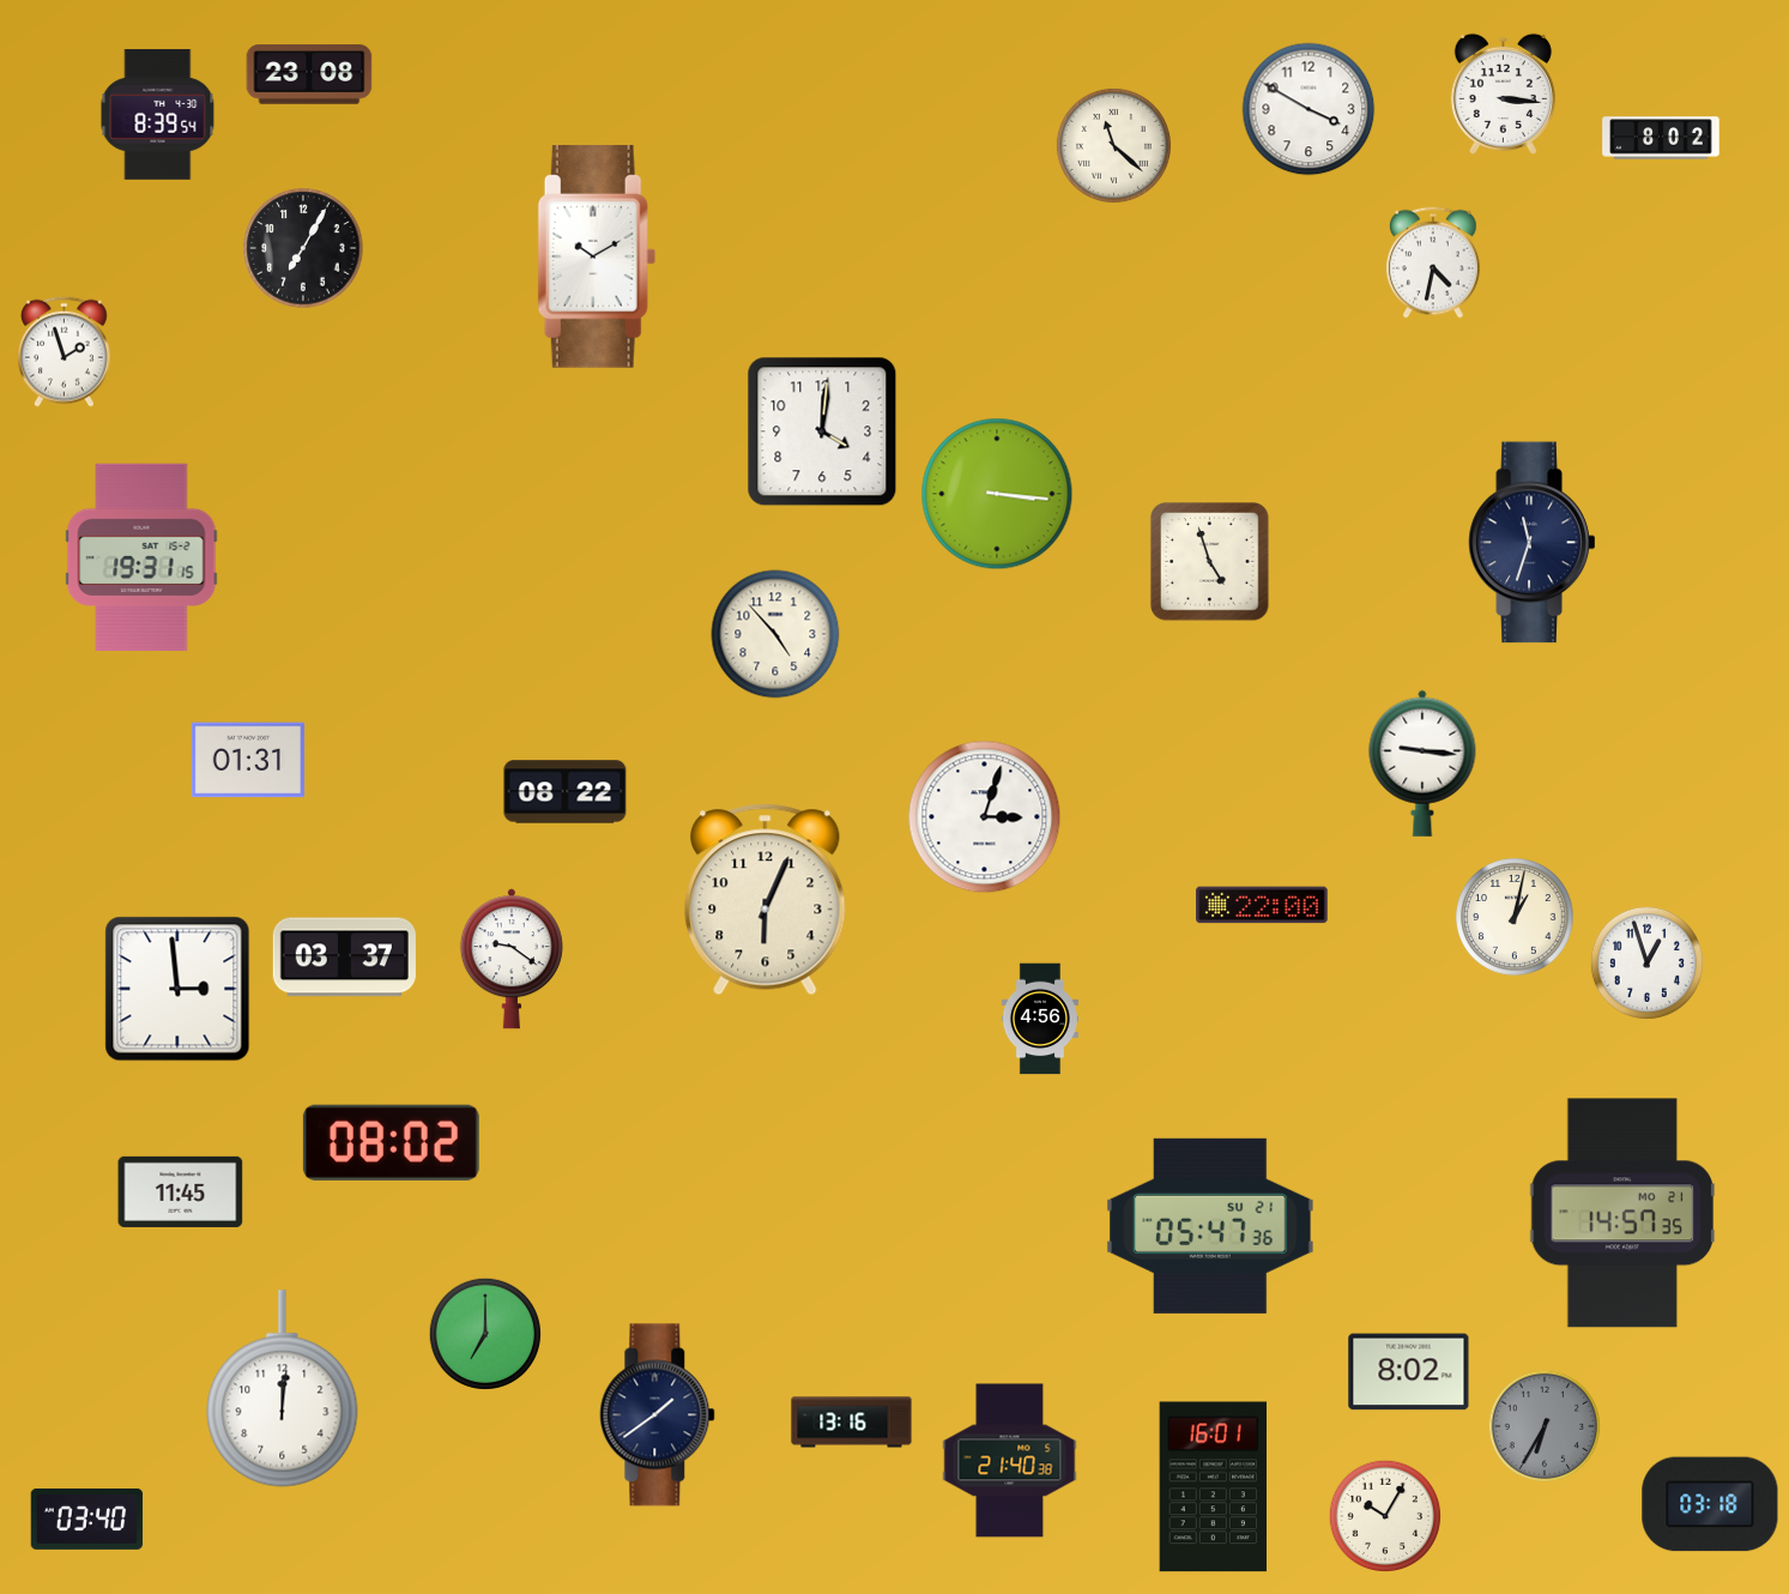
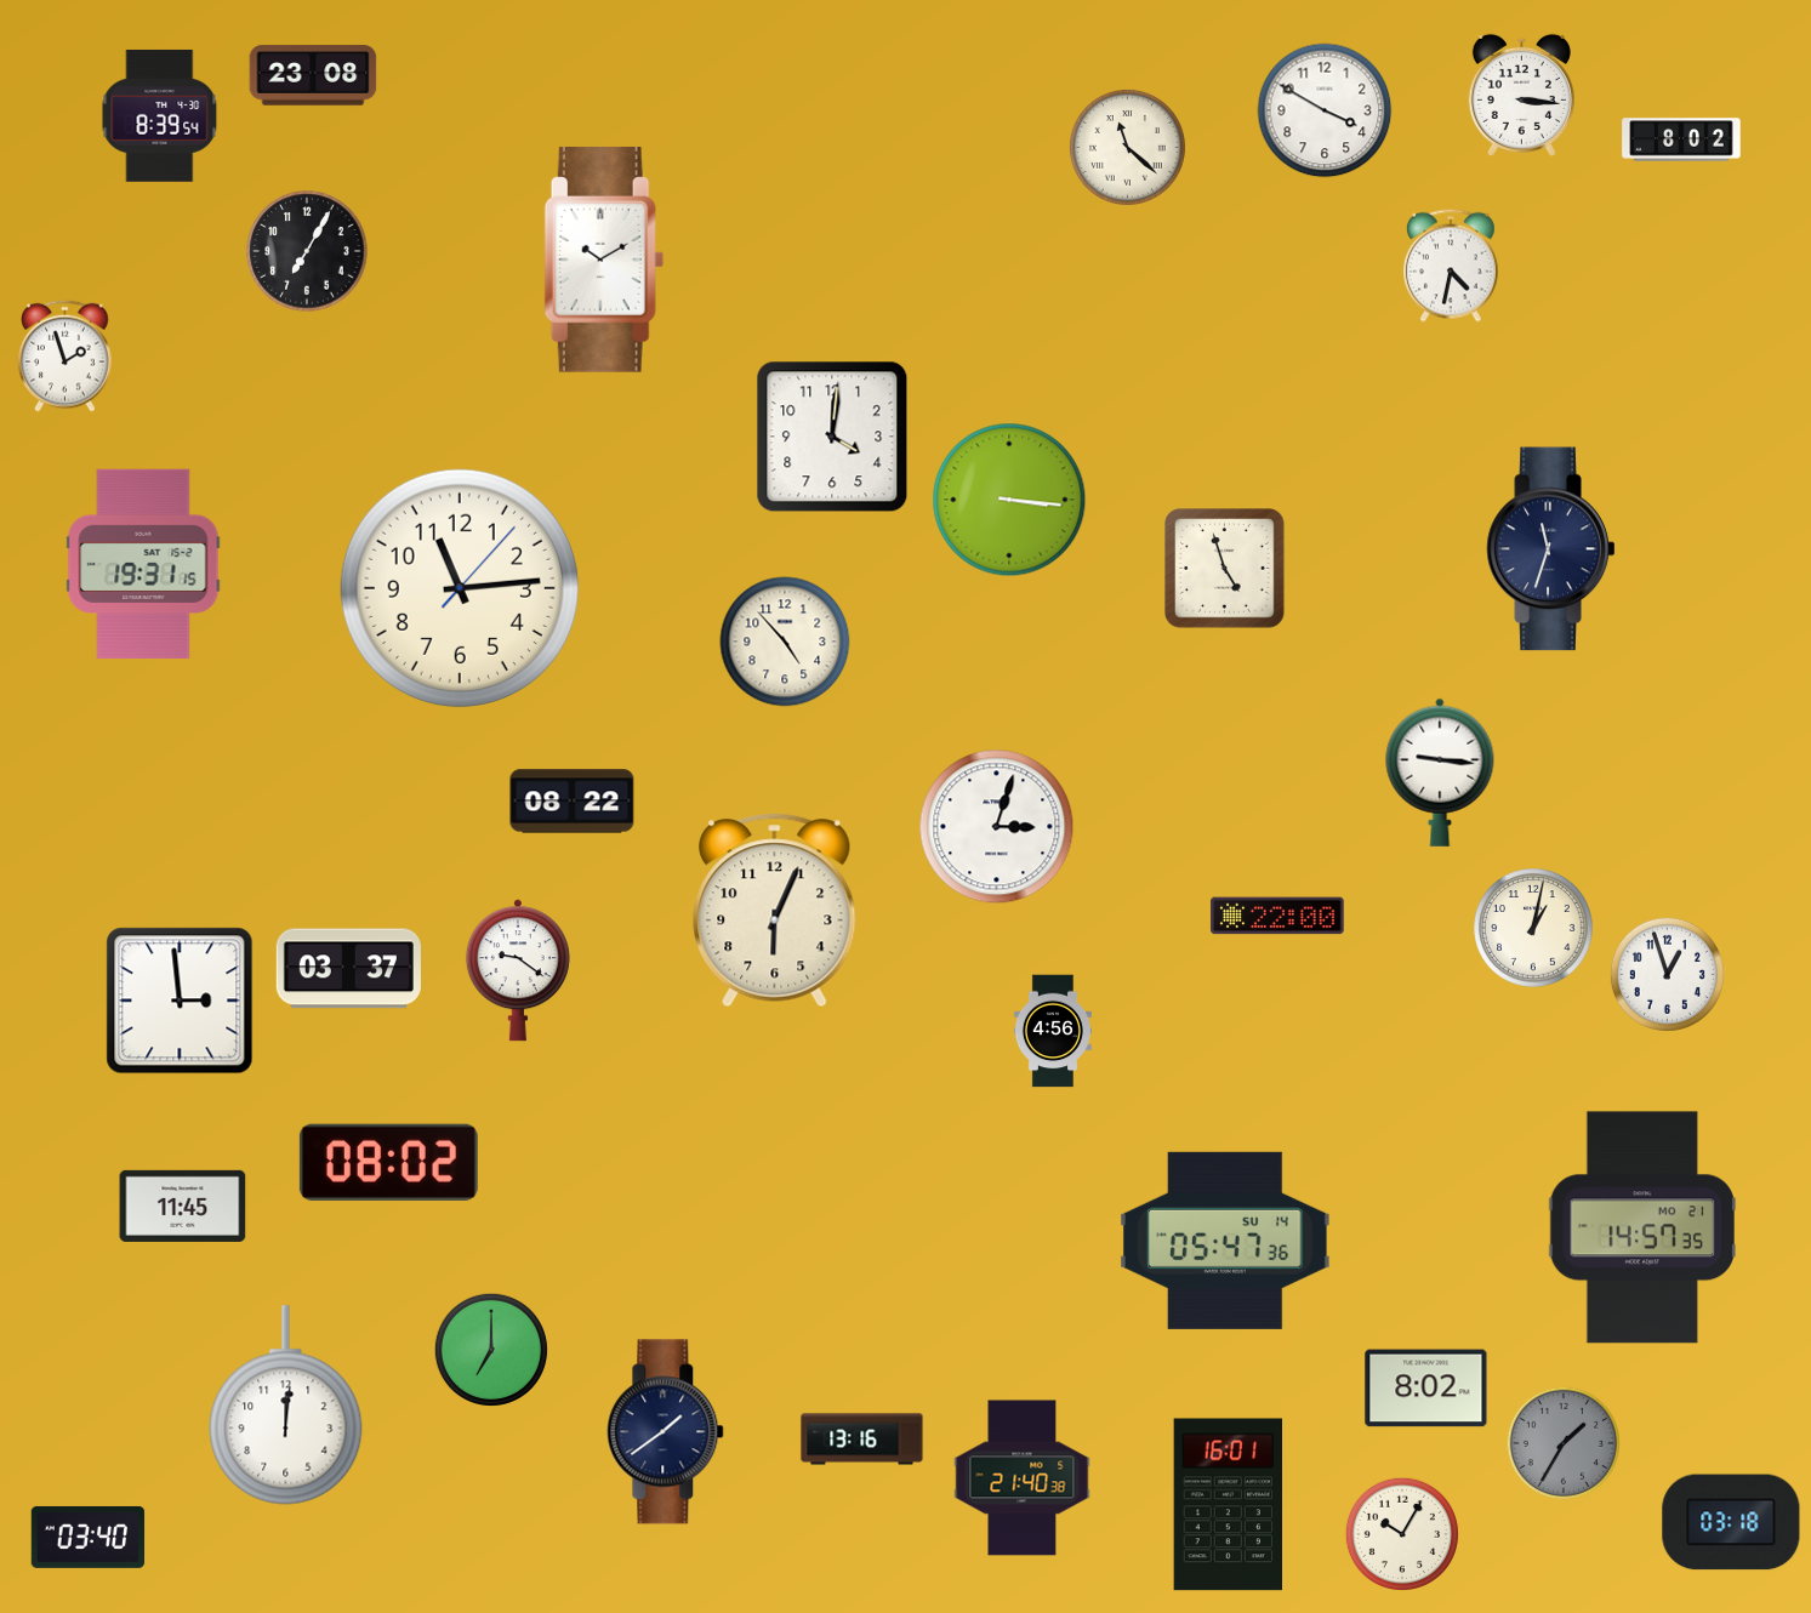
clock at (460, 588): none -> 11:14
clock at (248, 760): 01:31 -> none
clock at (391, 1142) position: (391, 1142) -> (388, 1162)
clock at (1211, 1226) date: SU 21 -> SU 14
clock at (1545, 1426): 6:35 -> 1:35
